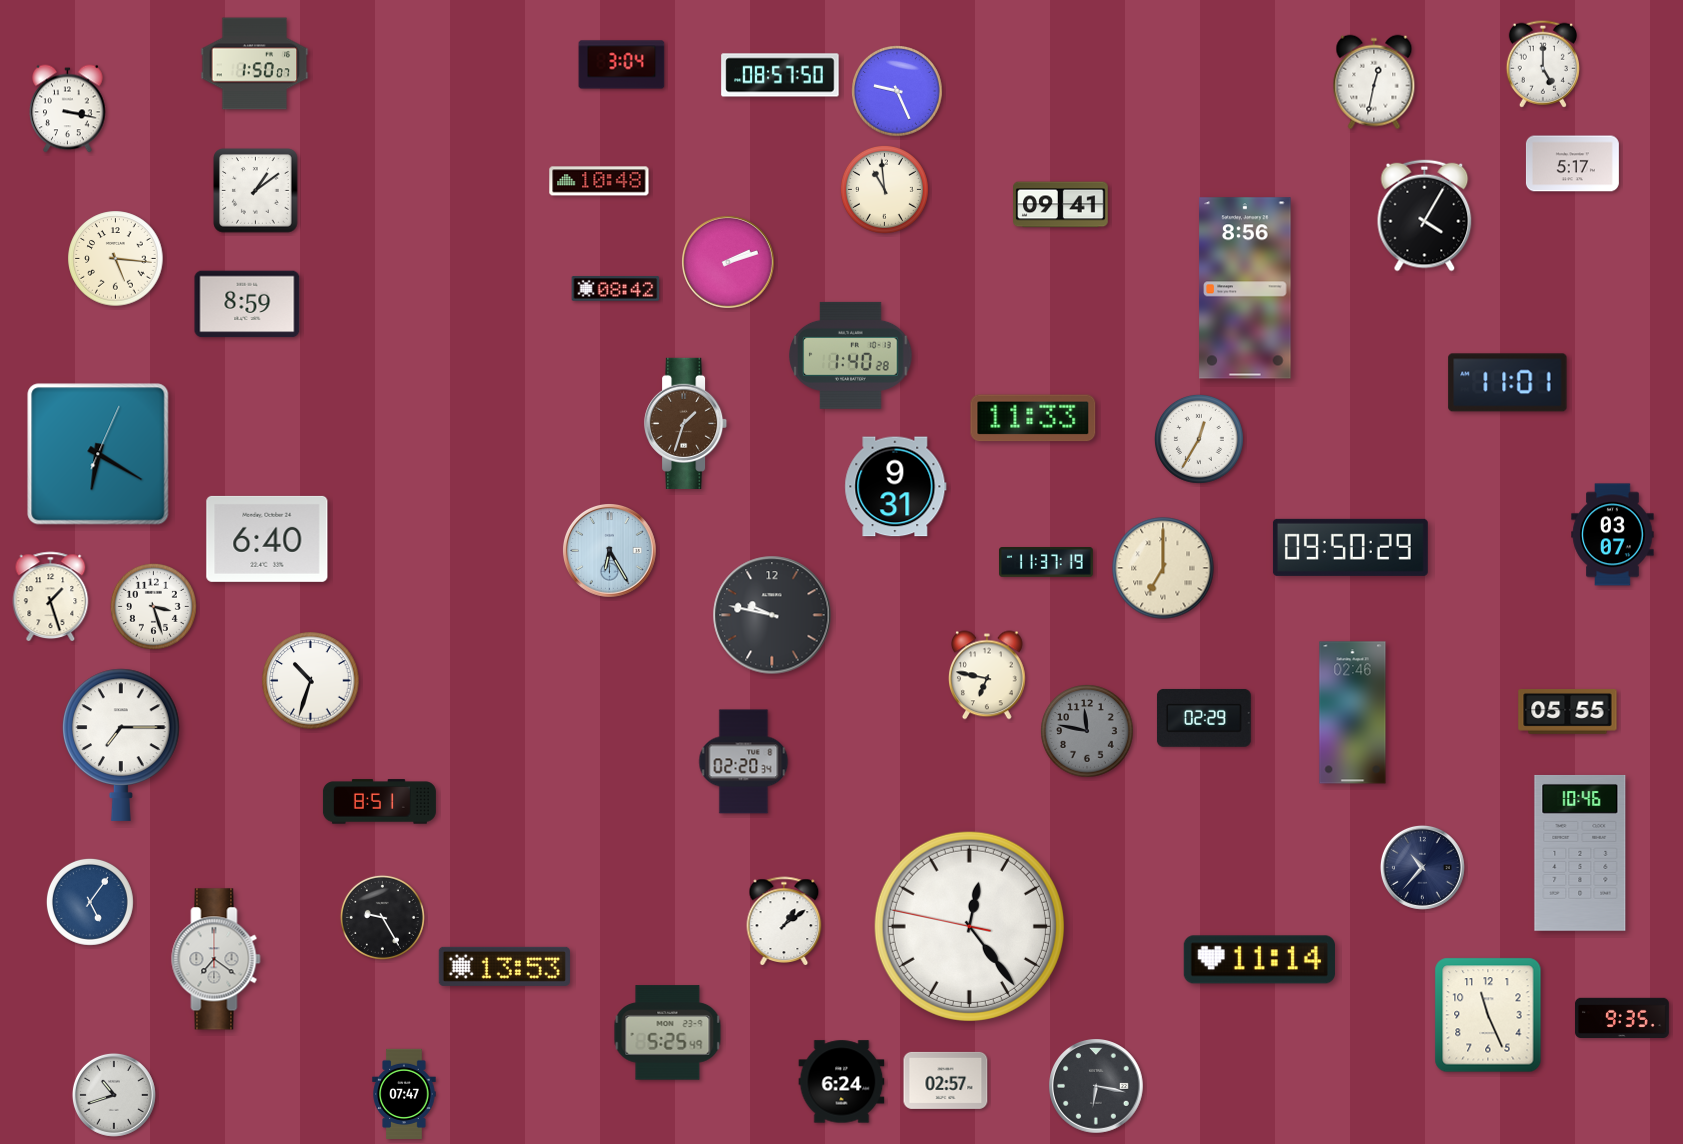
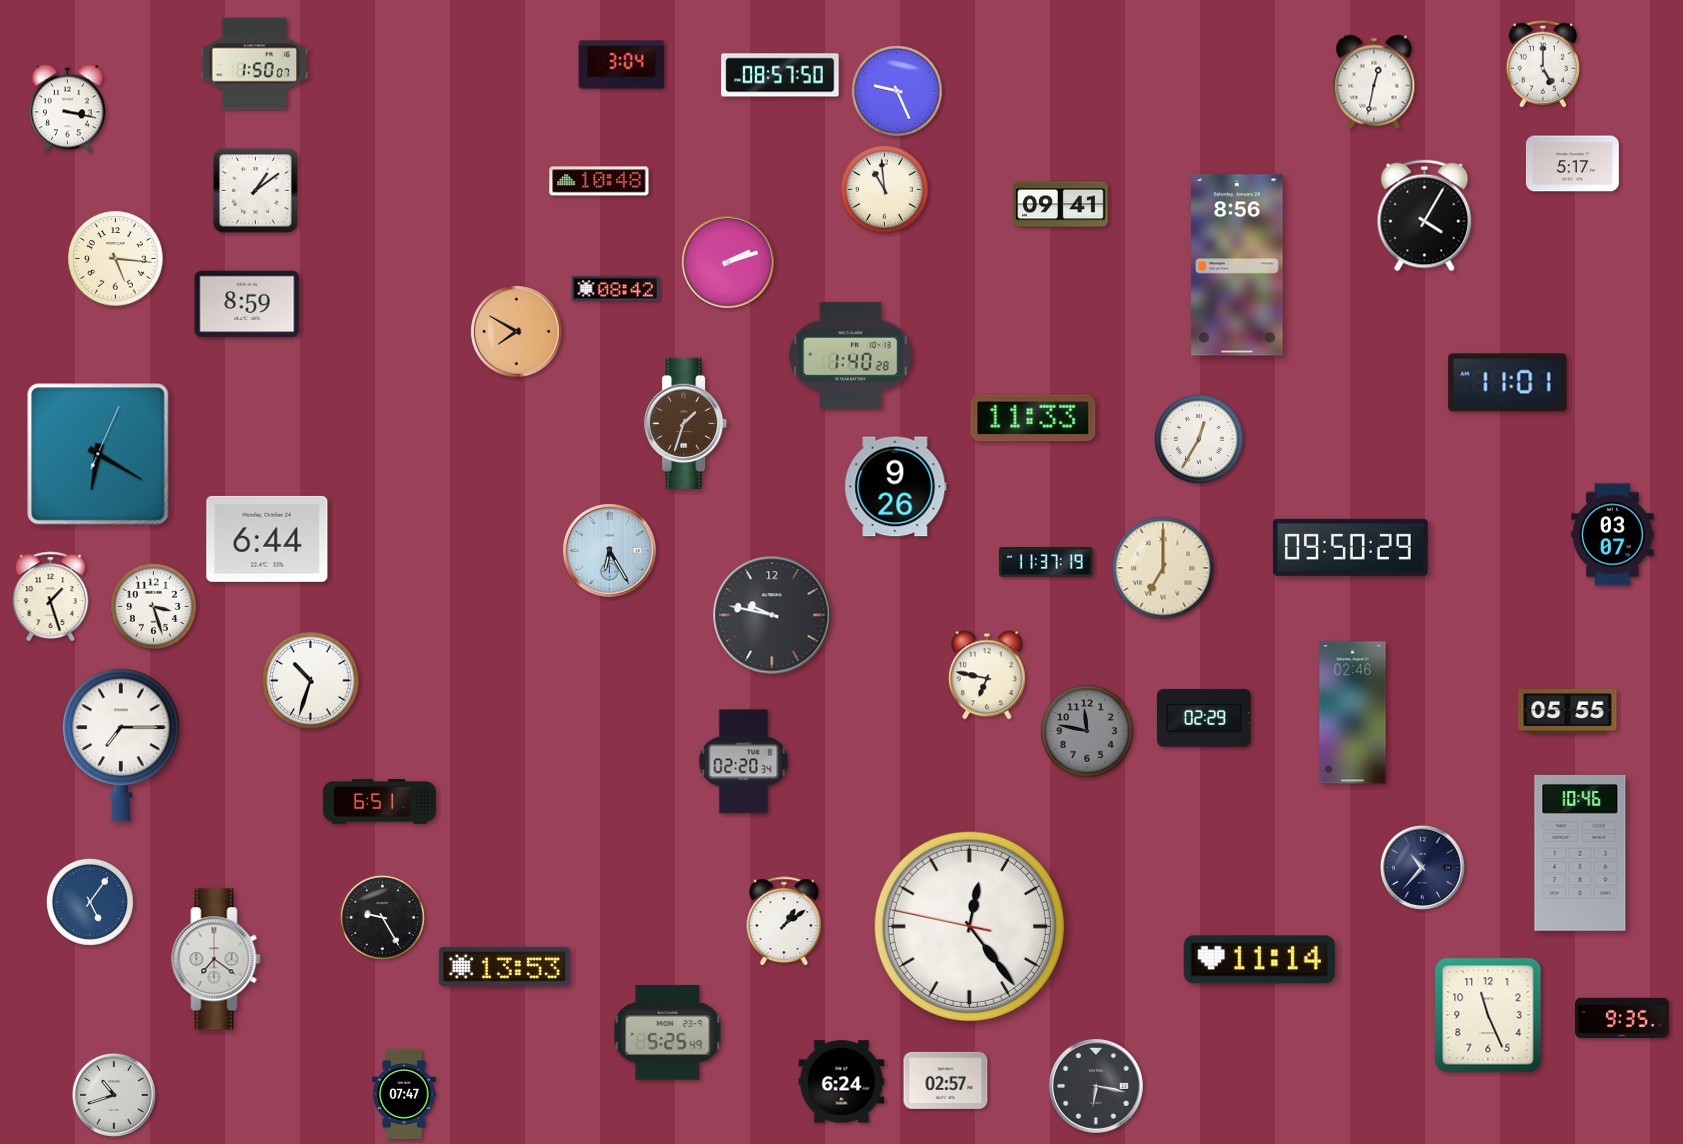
clock at (1245, 288) position: (1245, 288) -> (1237, 265)
clock at (517, 332): none -> 7:50
clock at (896, 487): 9:31 -> 9:26
clock at (267, 539): 6:40 -> 6:44
clock at (379, 802): 8:51 -> 6:51
